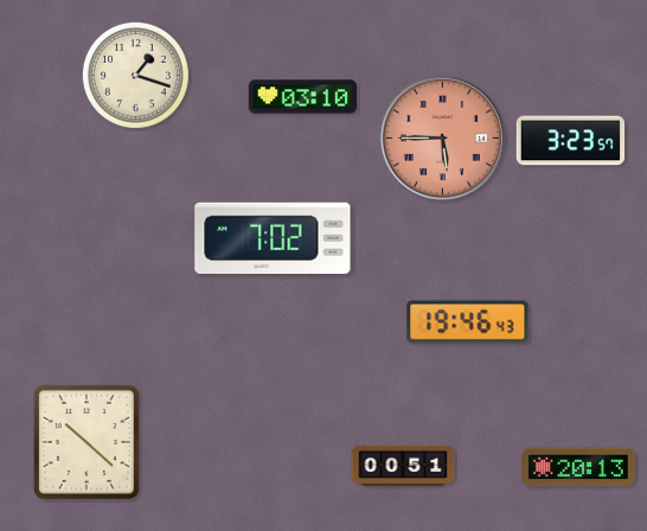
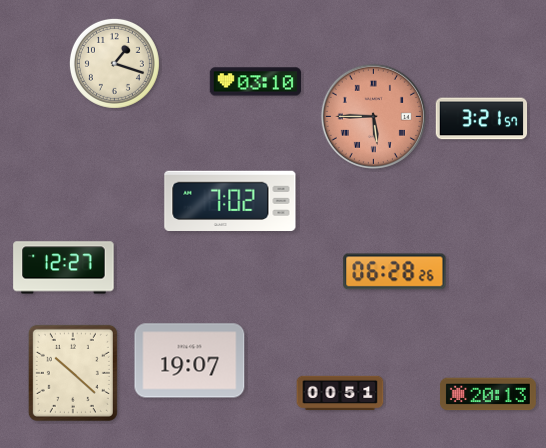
clock at (571, 141): 3:23 -> 3:21
clock at (64, 268): none -> 12:27
clock at (468, 322): 19:46 -> 06:28
clock at (190, 361): none -> 19:07
